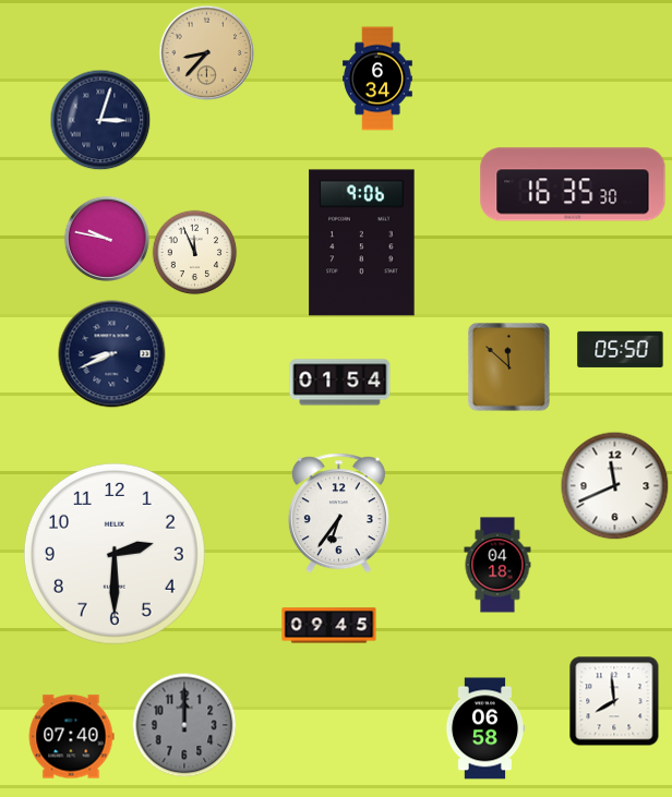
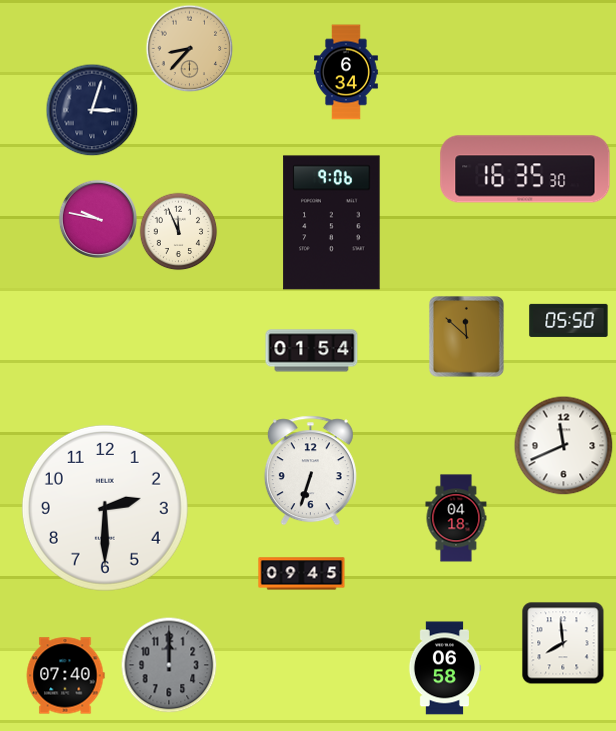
clock at (112, 354): 8:41 -> none
clock at (338, 514): 6:36 -> 6:33
